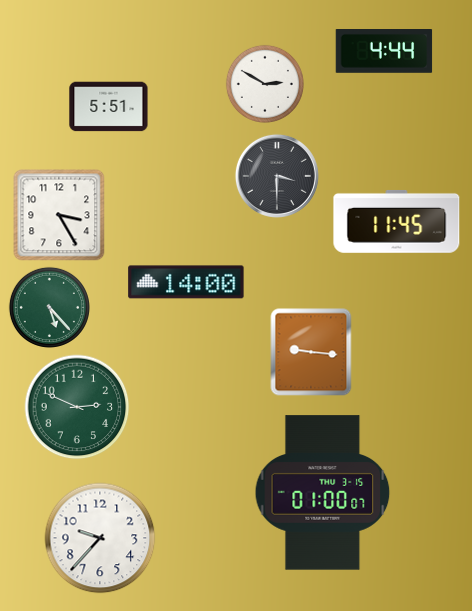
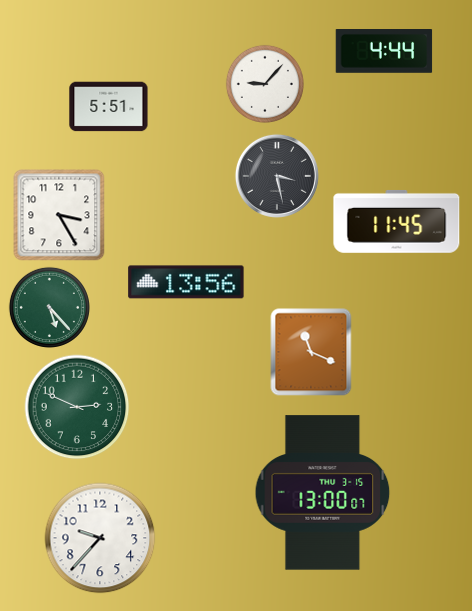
clock at (265, 84): 2:50 -> 9:07
clock at (277, 176): 3:30 -> 3:28
clock at (186, 282): 14:00 -> 13:56
clock at (311, 352): 9:16 -> 11:19
clock at (323, 493): 01:00 -> 13:00
